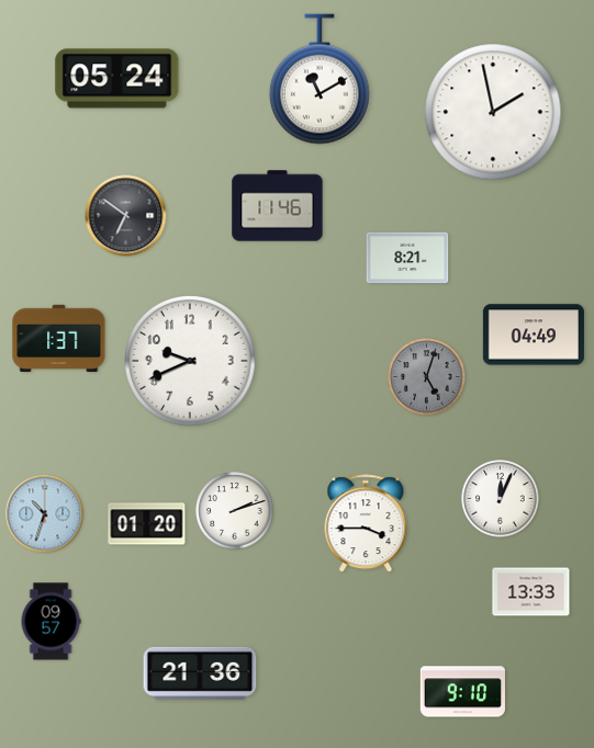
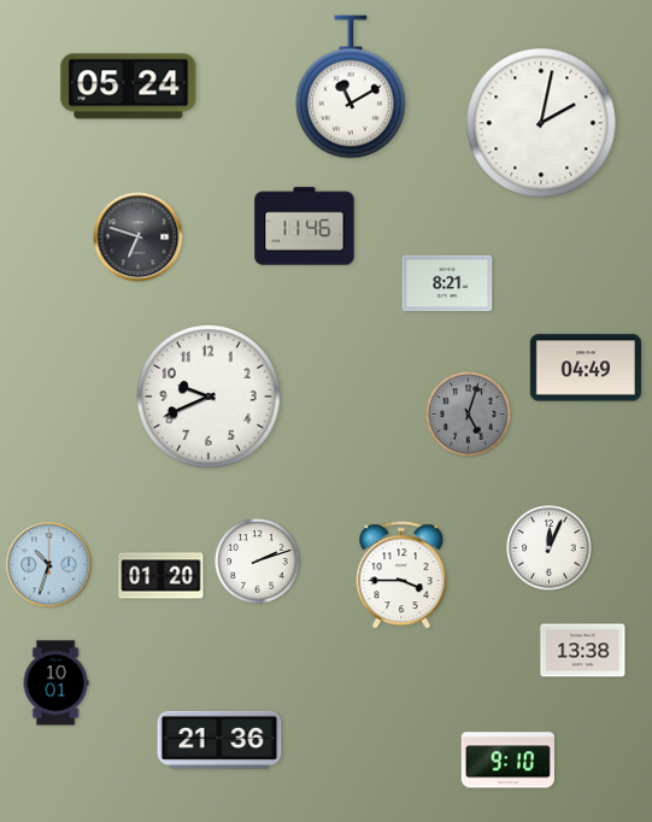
clock at (493, 112): 1:58 -> 2:02
clock at (126, 216): 6:51 -> 6:48
clock at (59, 339): 1:37 -> none
clock at (531, 592): 13:33 -> 13:38
clock at (51, 622): 09:57 -> 10:01
